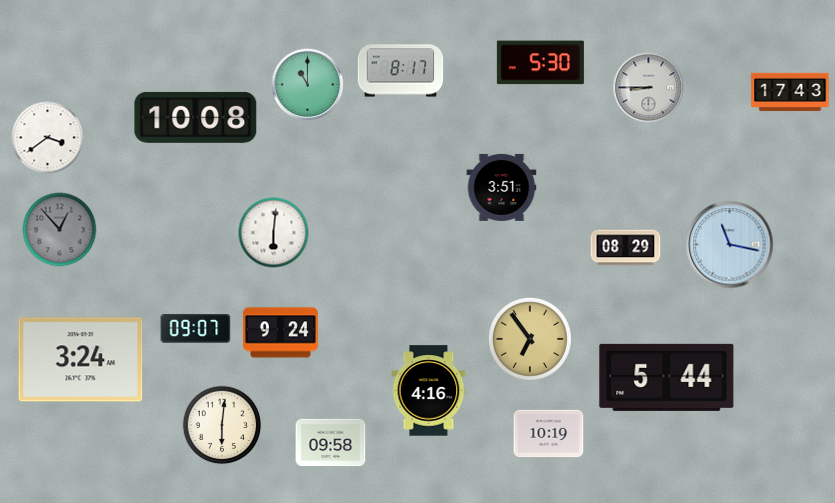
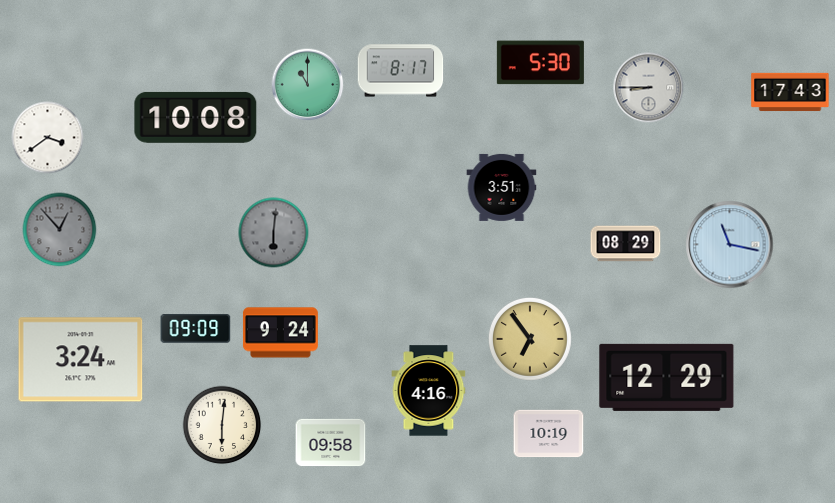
clock at (274, 233) dial: white -> grey
clock at (626, 248) position: (626, 248) -> (626, 244)
clock at (196, 329): 09:07 -> 09:09
clock at (667, 377): 5:44 -> 12:29
